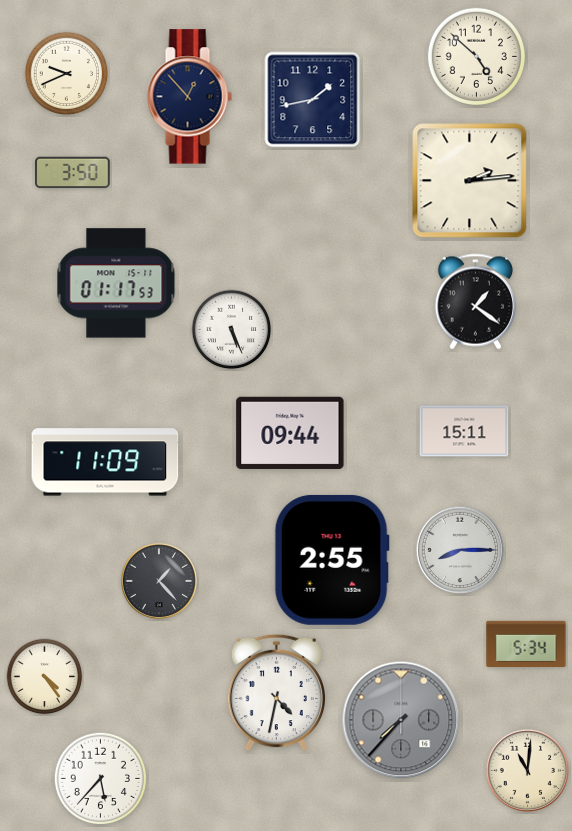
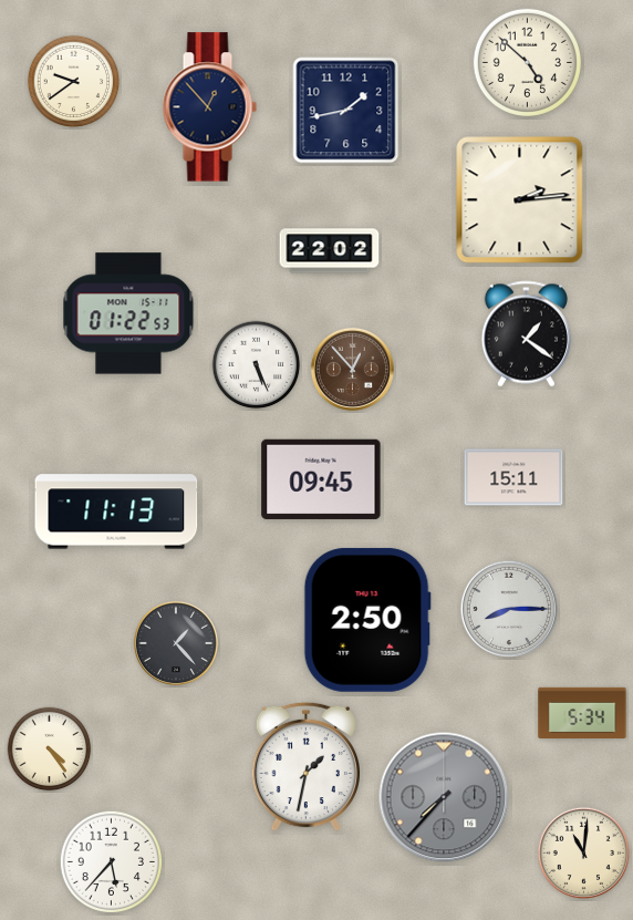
clock at (67, 74): 9:41 -> 9:39
clock at (73, 173): 3:50 -> none
clock at (330, 251): none -> 22:02
clock at (116, 283): 01:17 -> 01:22
clock at (352, 369): none -> 12:53
clock at (290, 433): 09:44 -> 09:45
clock at (105, 462): 11:09 -> 11:13
clock at (332, 560): 2:55 -> 2:50
clock at (277, 693): 4:32 -> 1:32
